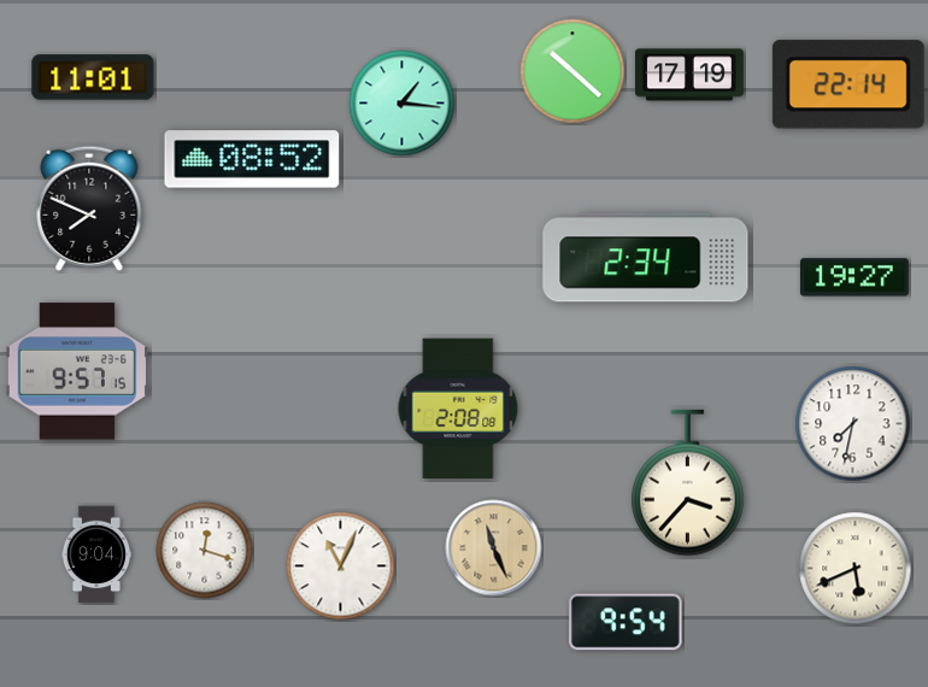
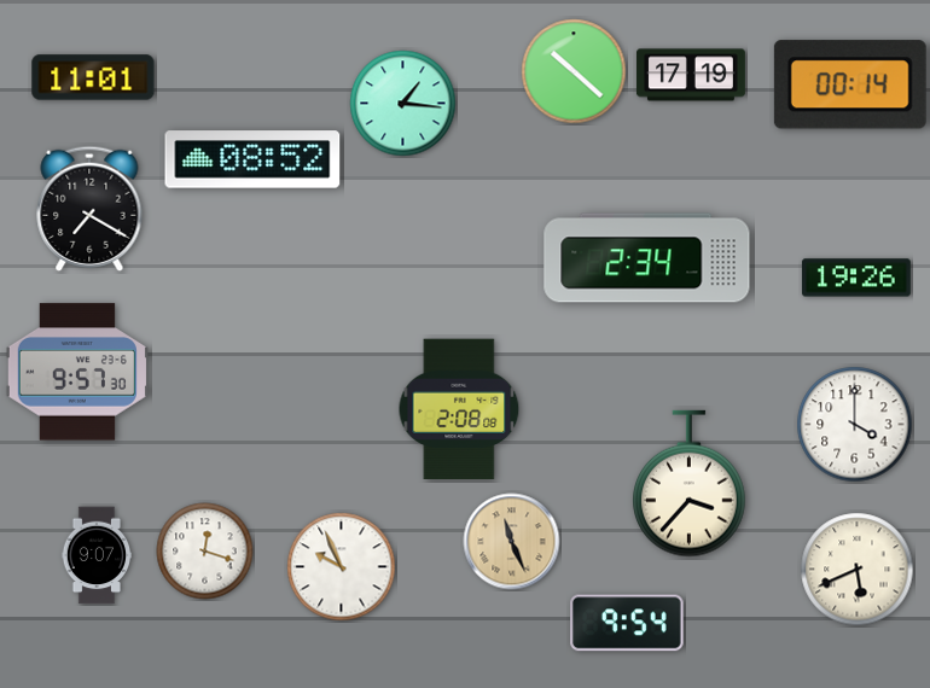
clock at (848, 84): 22:14 -> 00:14
clock at (89, 209): 7:49 -> 7:20
clock at (854, 277): 19:27 -> 19:26
clock at (76, 371): 9:57:15 -> 9:57:30
clock at (853, 424): 7:32 -> 4:00
clock at (494, 548) position: (494, 548) -> (512, 542)
clock at (96, 554): 9:04 -> 9:07
clock at (341, 566): 11:04 -> 9:56
